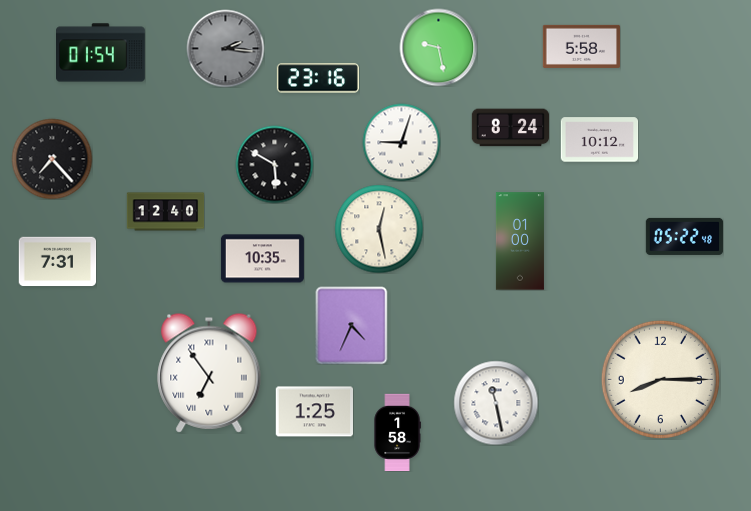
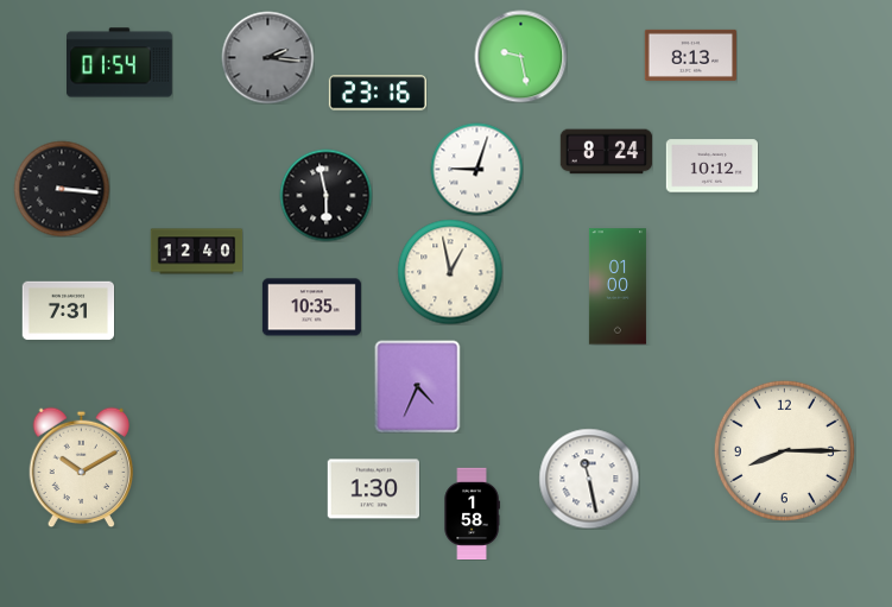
clock at (581, 46): 5:58 -> 8:13
clock at (52, 159): 7:23 -> 3:16
clock at (274, 164): 5:50 -> 5:58
clock at (379, 229): 12:28 -> 12:58
clock at (684, 236): 05:22 -> none
clock at (209, 373): 6:54 -> none
clock at (82, 467): none -> 10:10
clock at (314, 412): 1:25 -> 1:30
